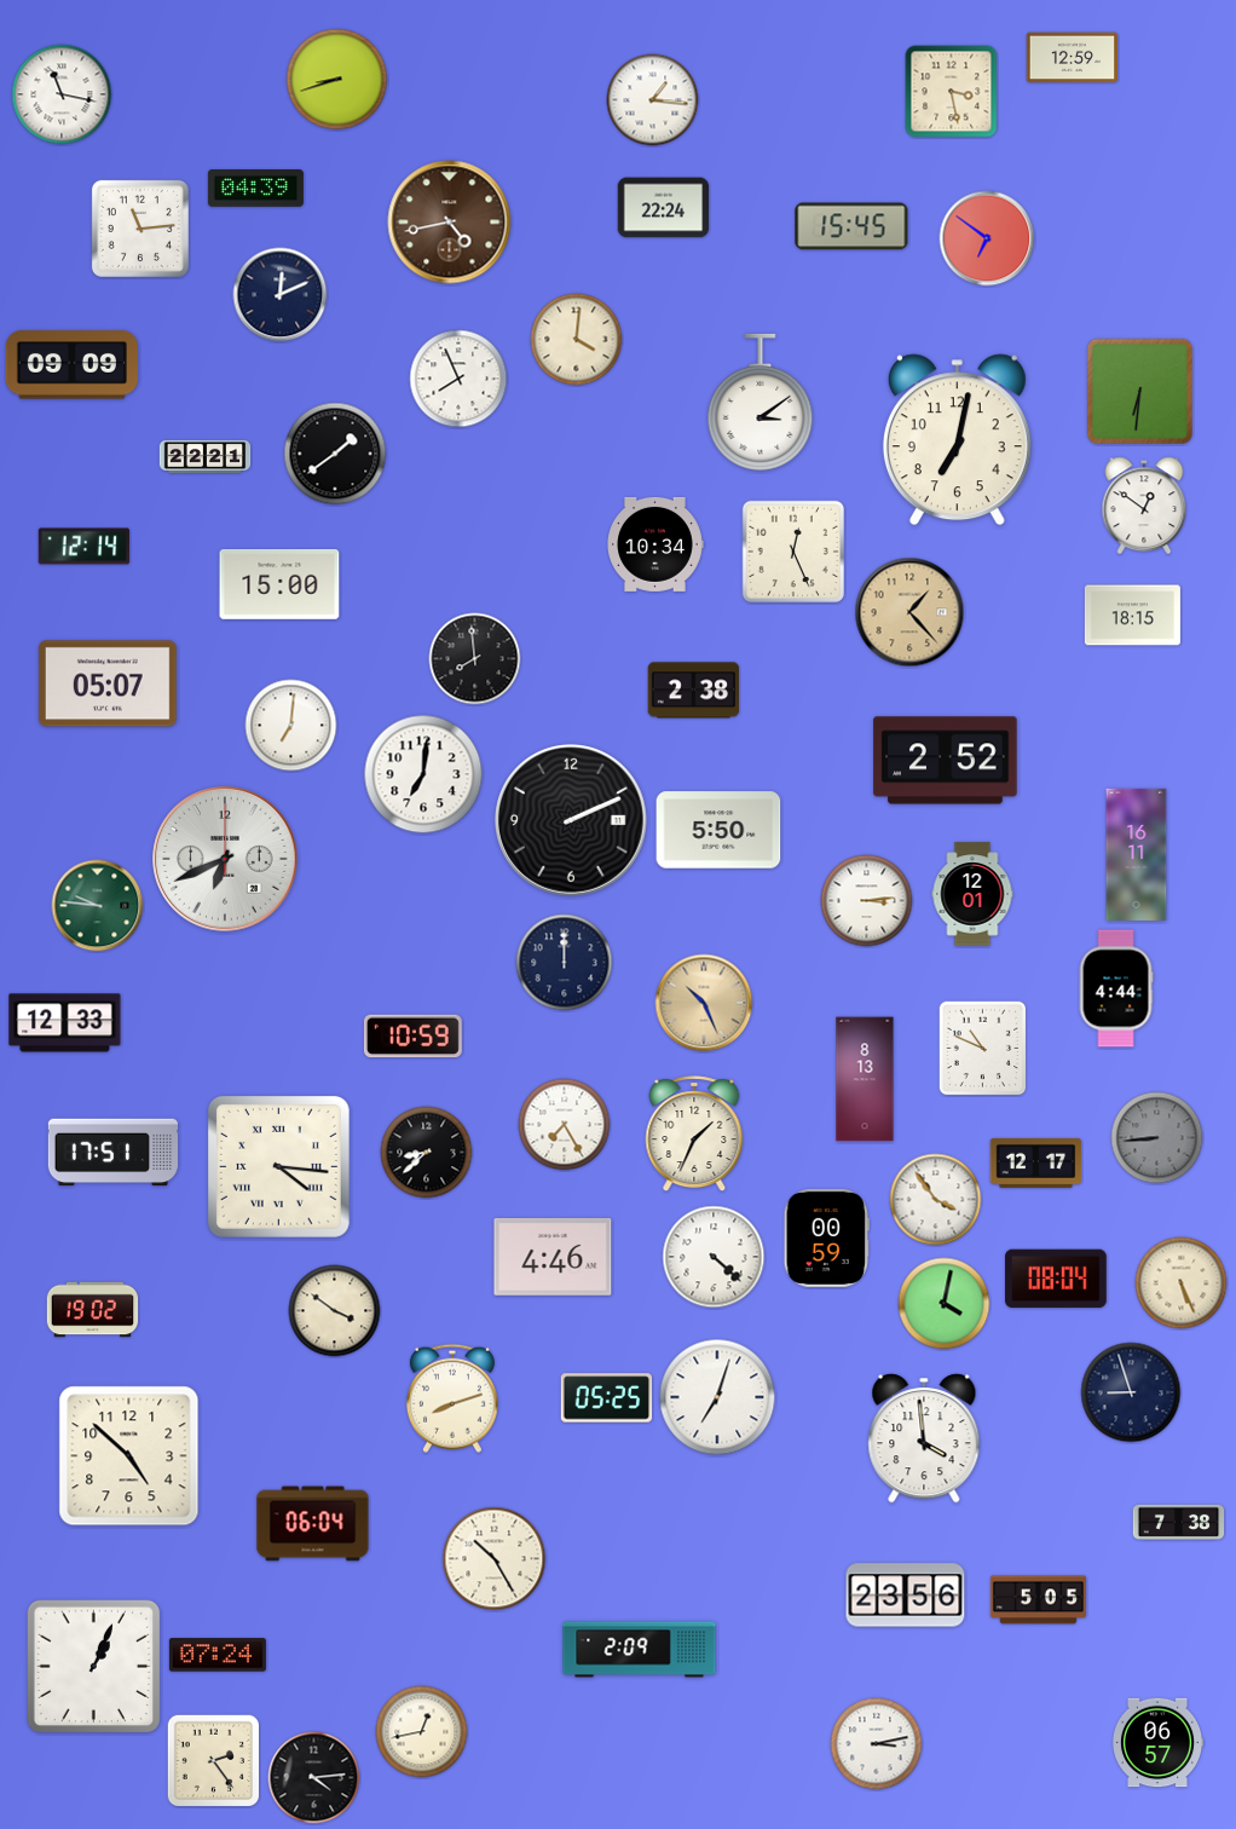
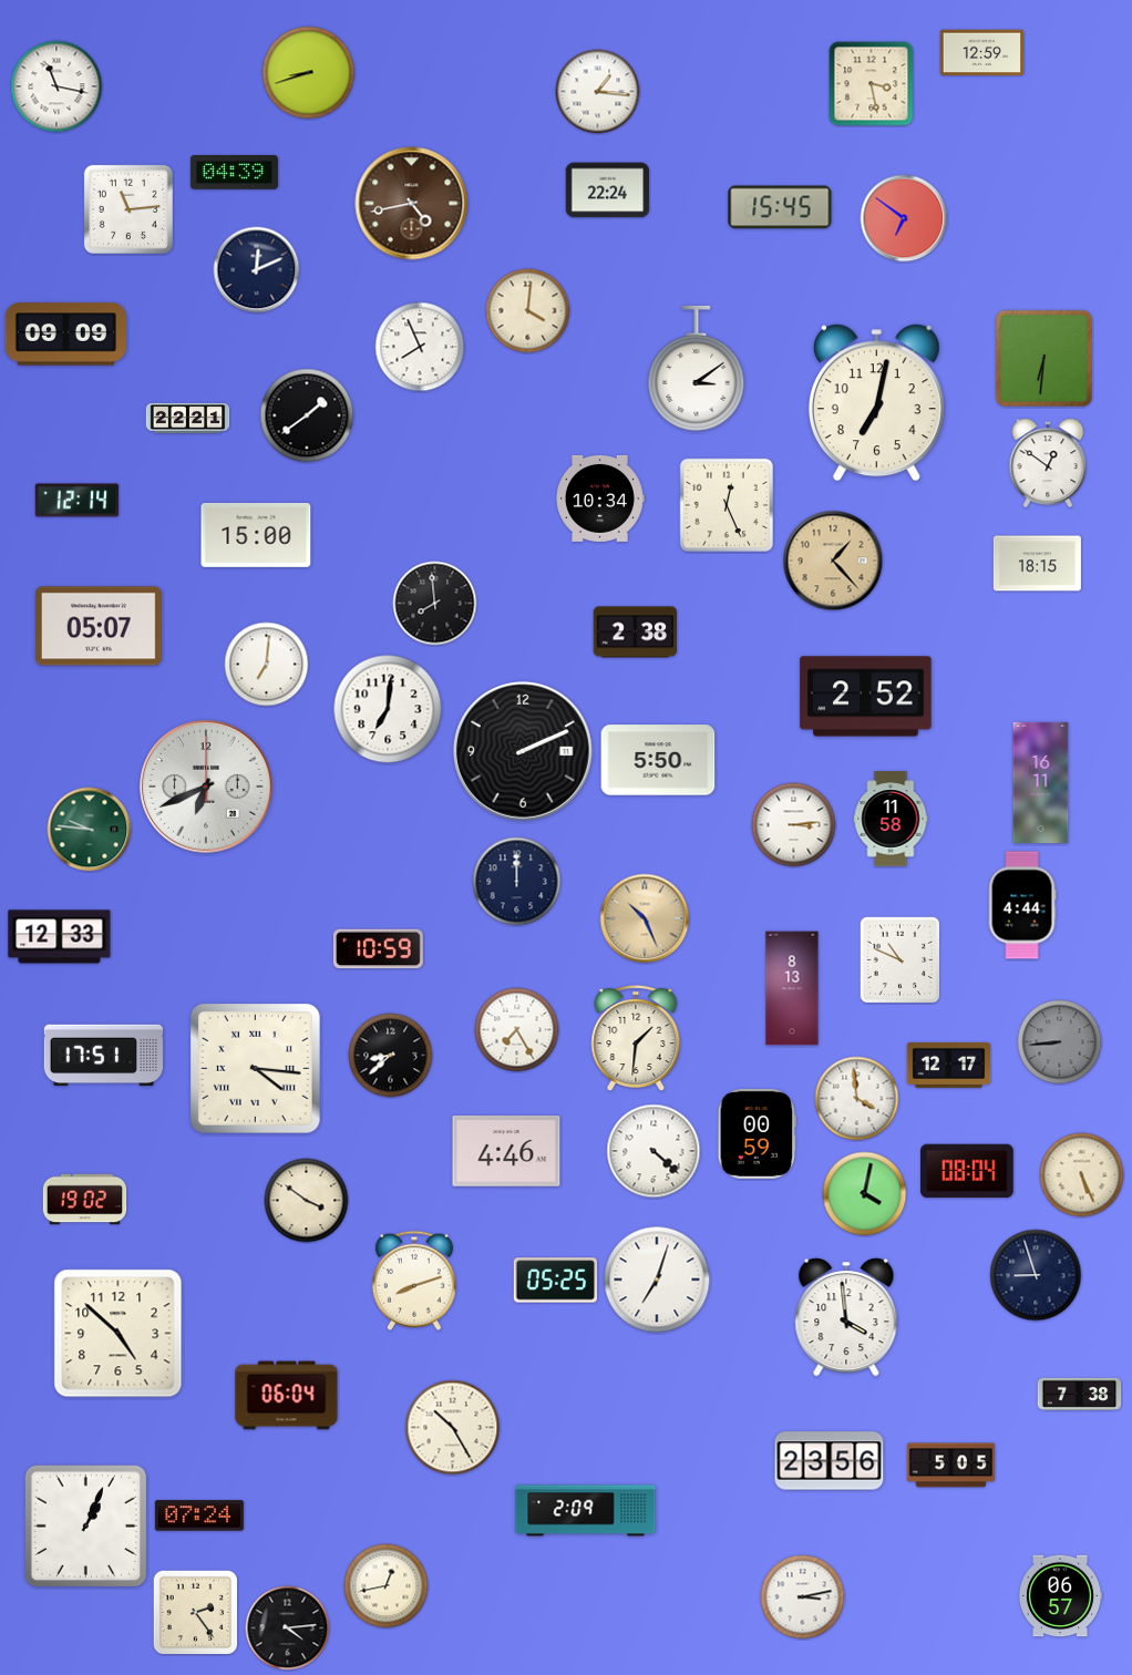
clock at (972, 894): 12:01 -> 11:58
clock at (694, 1135): 1:34 -> 1:31
clock at (936, 1200): 3:54 -> 3:59
